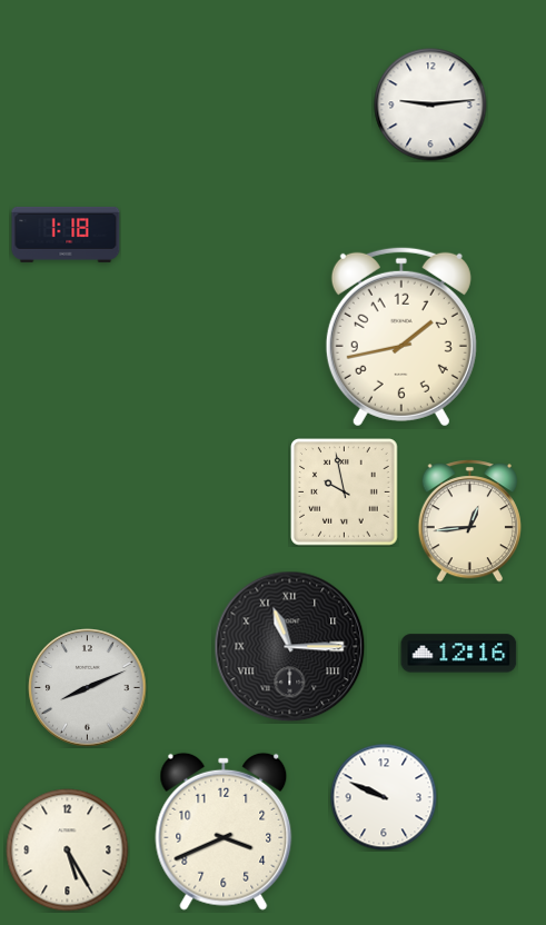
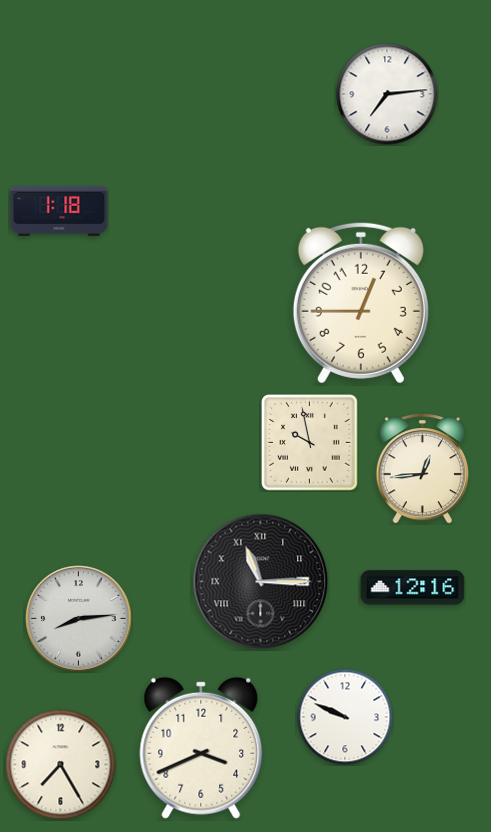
clock at (430, 105): 9:14 -> 7:14
clock at (401, 337): 1:43 -> 12:45
clock at (88, 688): 8:11 -> 8:14
clock at (68, 851): 5:25 -> 7:25
